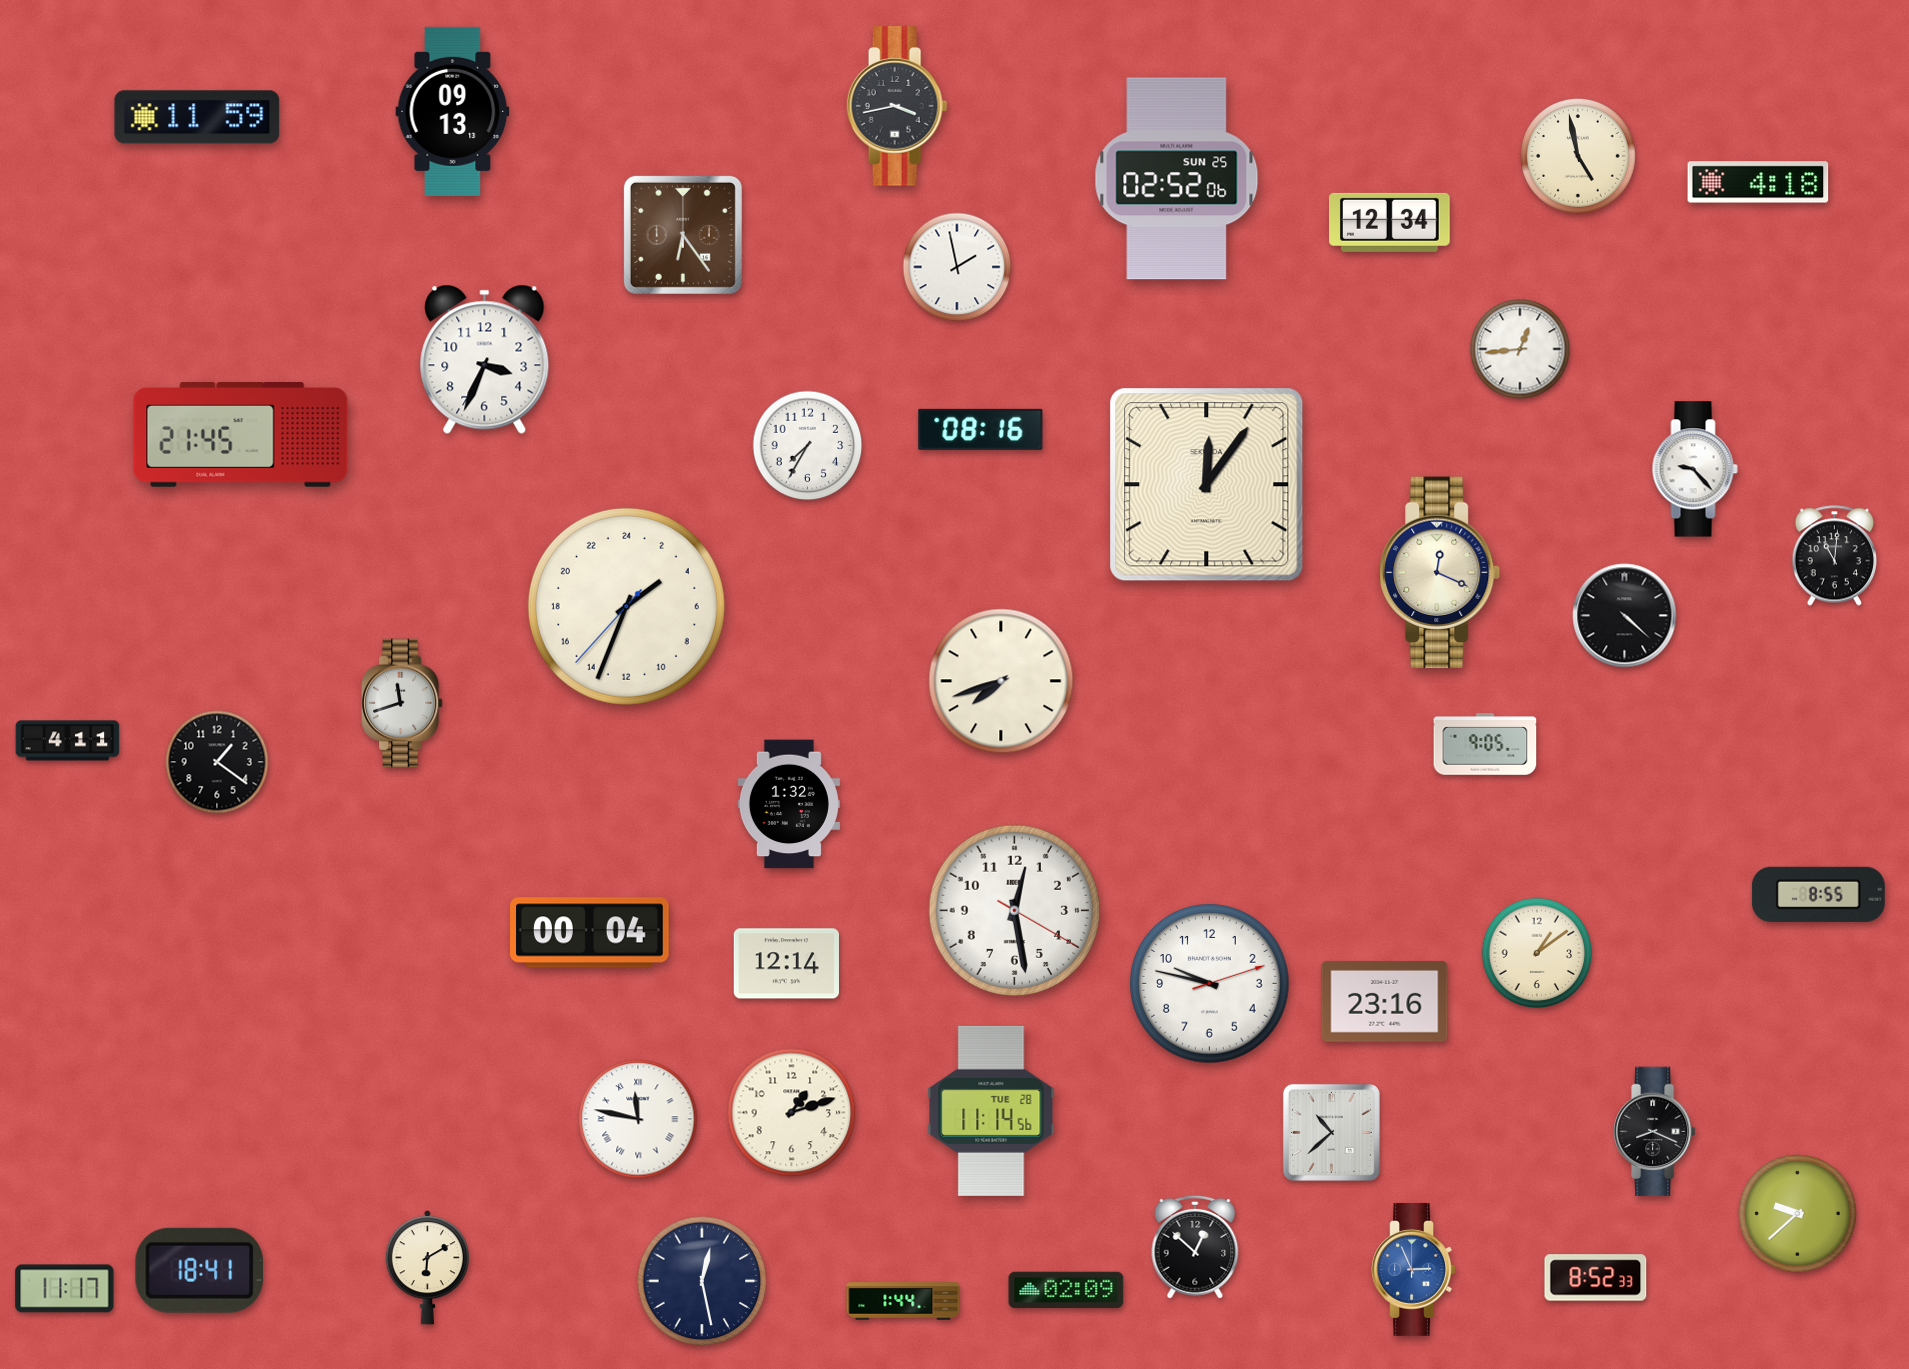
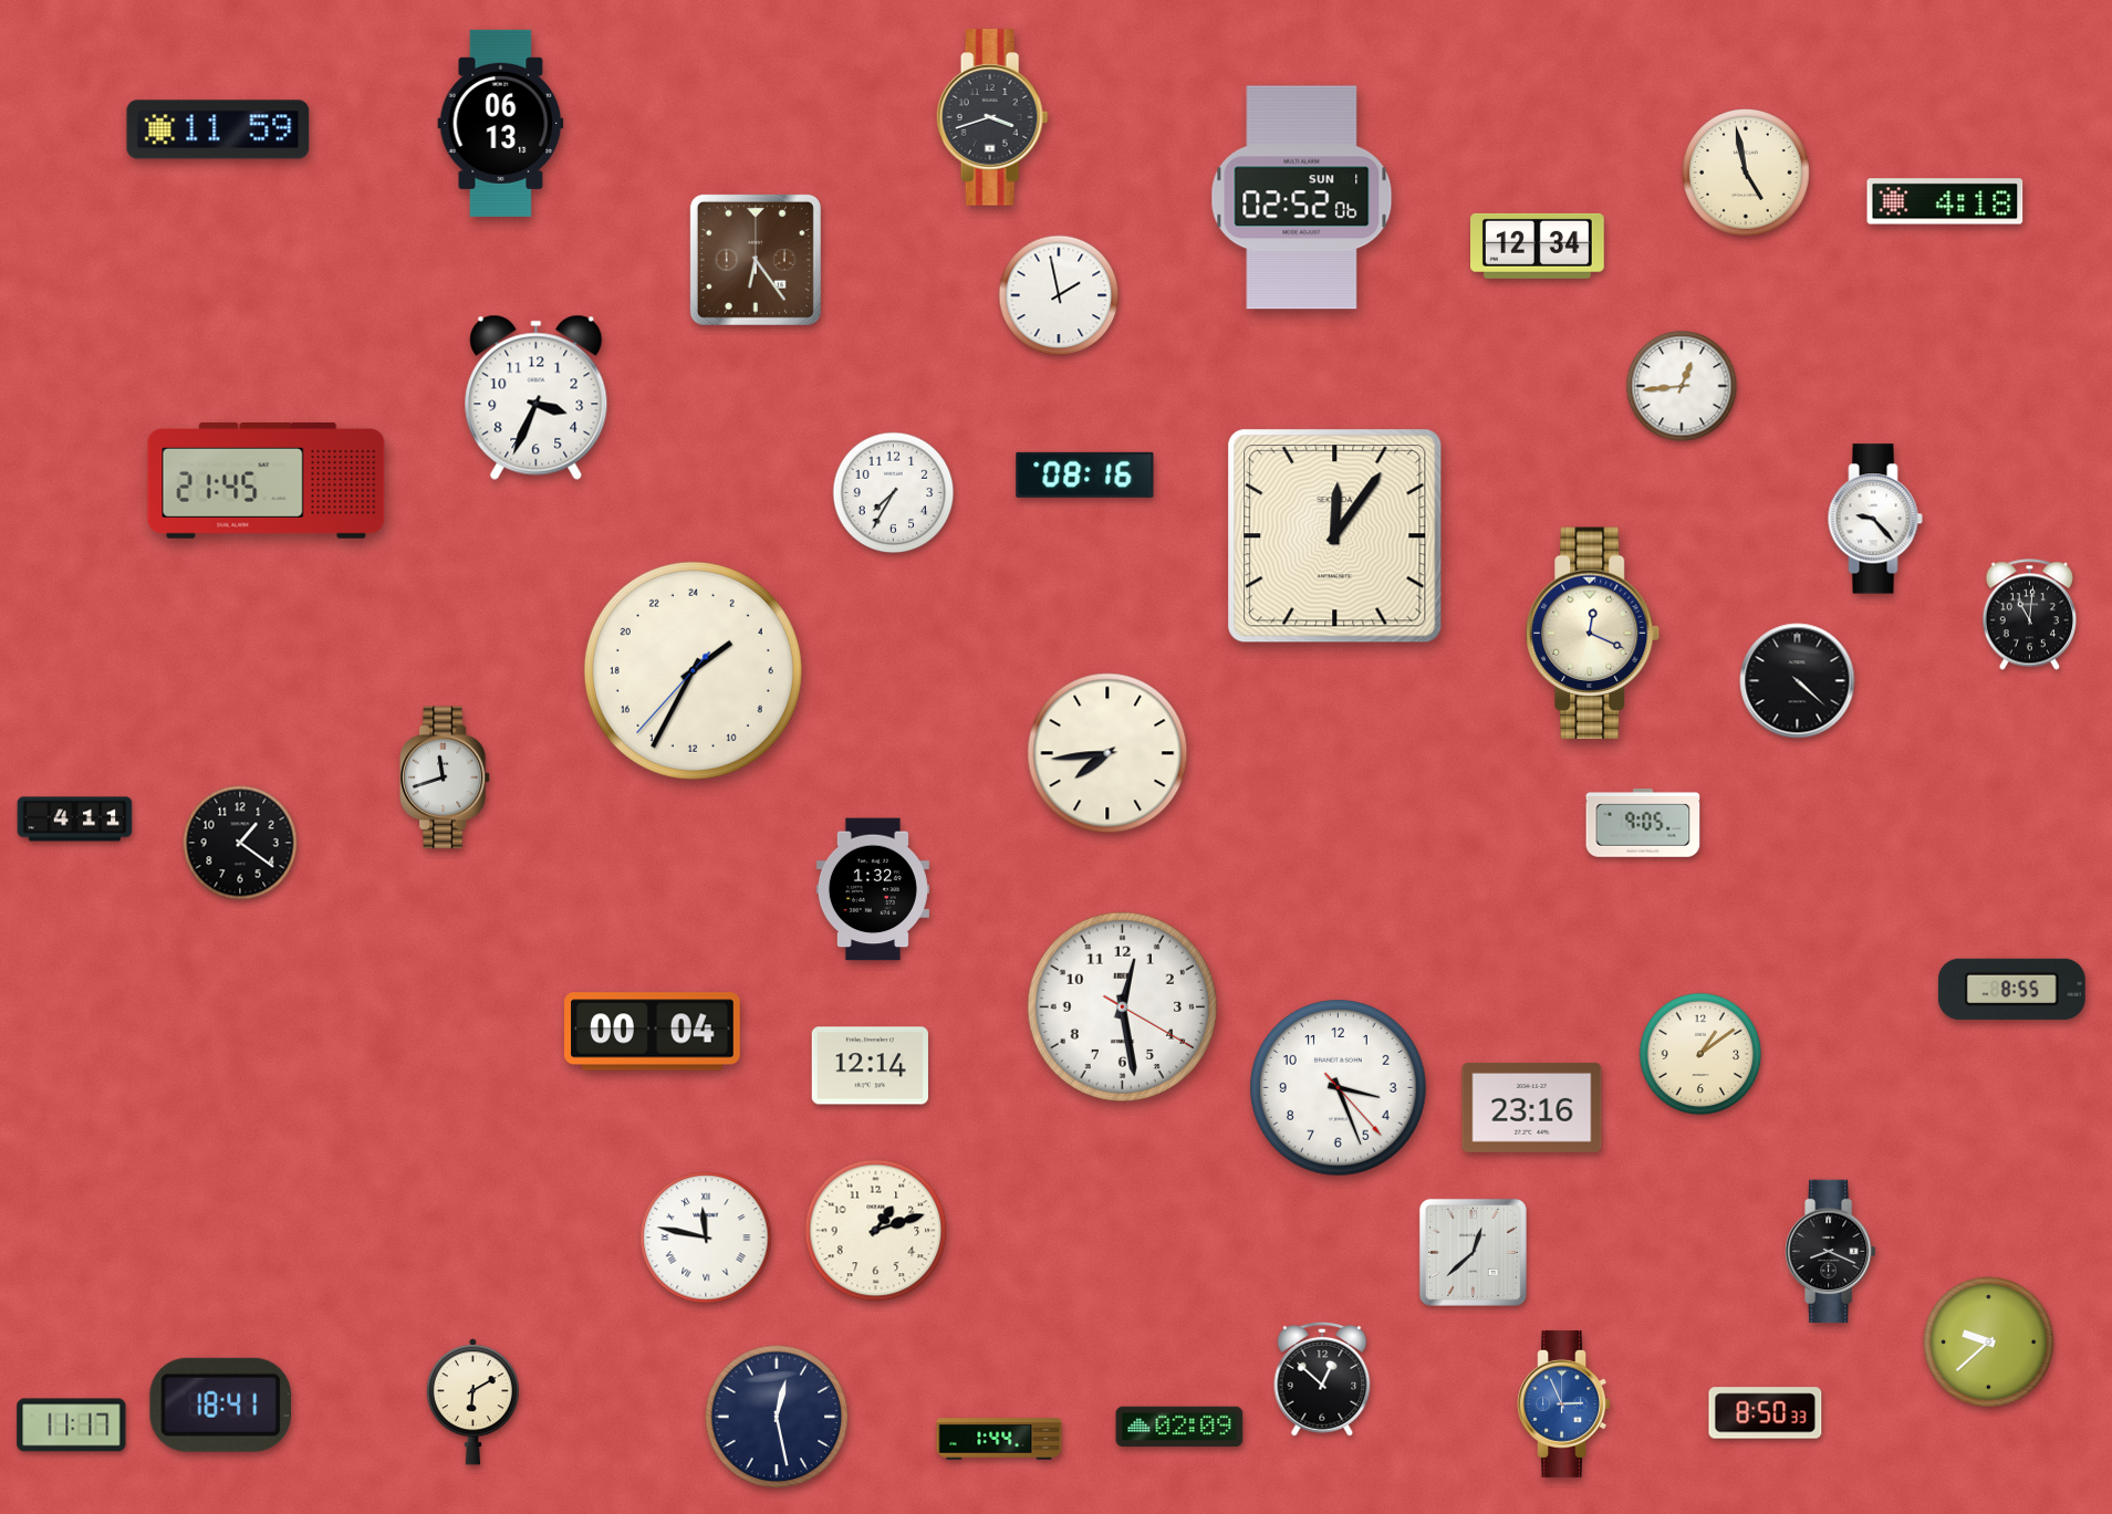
clock at (897, 106): 3:43 -> 3:42
clock at (453, 111): 09:13 -> 06:13
clock at (1177, 179) date: SUN 25 -> SUN 1
clock at (626, 606): 3:33 -> 3:34
clock at (1001, 681): 7:42 -> 7:44
clock at (1210, 984): 9:47 -> 3:26
clock at (991, 1111): 11:14 -> none
clock at (1331, 1132): 10:38 -> 12:38
clock at (1596, 1278): 8:52 -> 8:50
